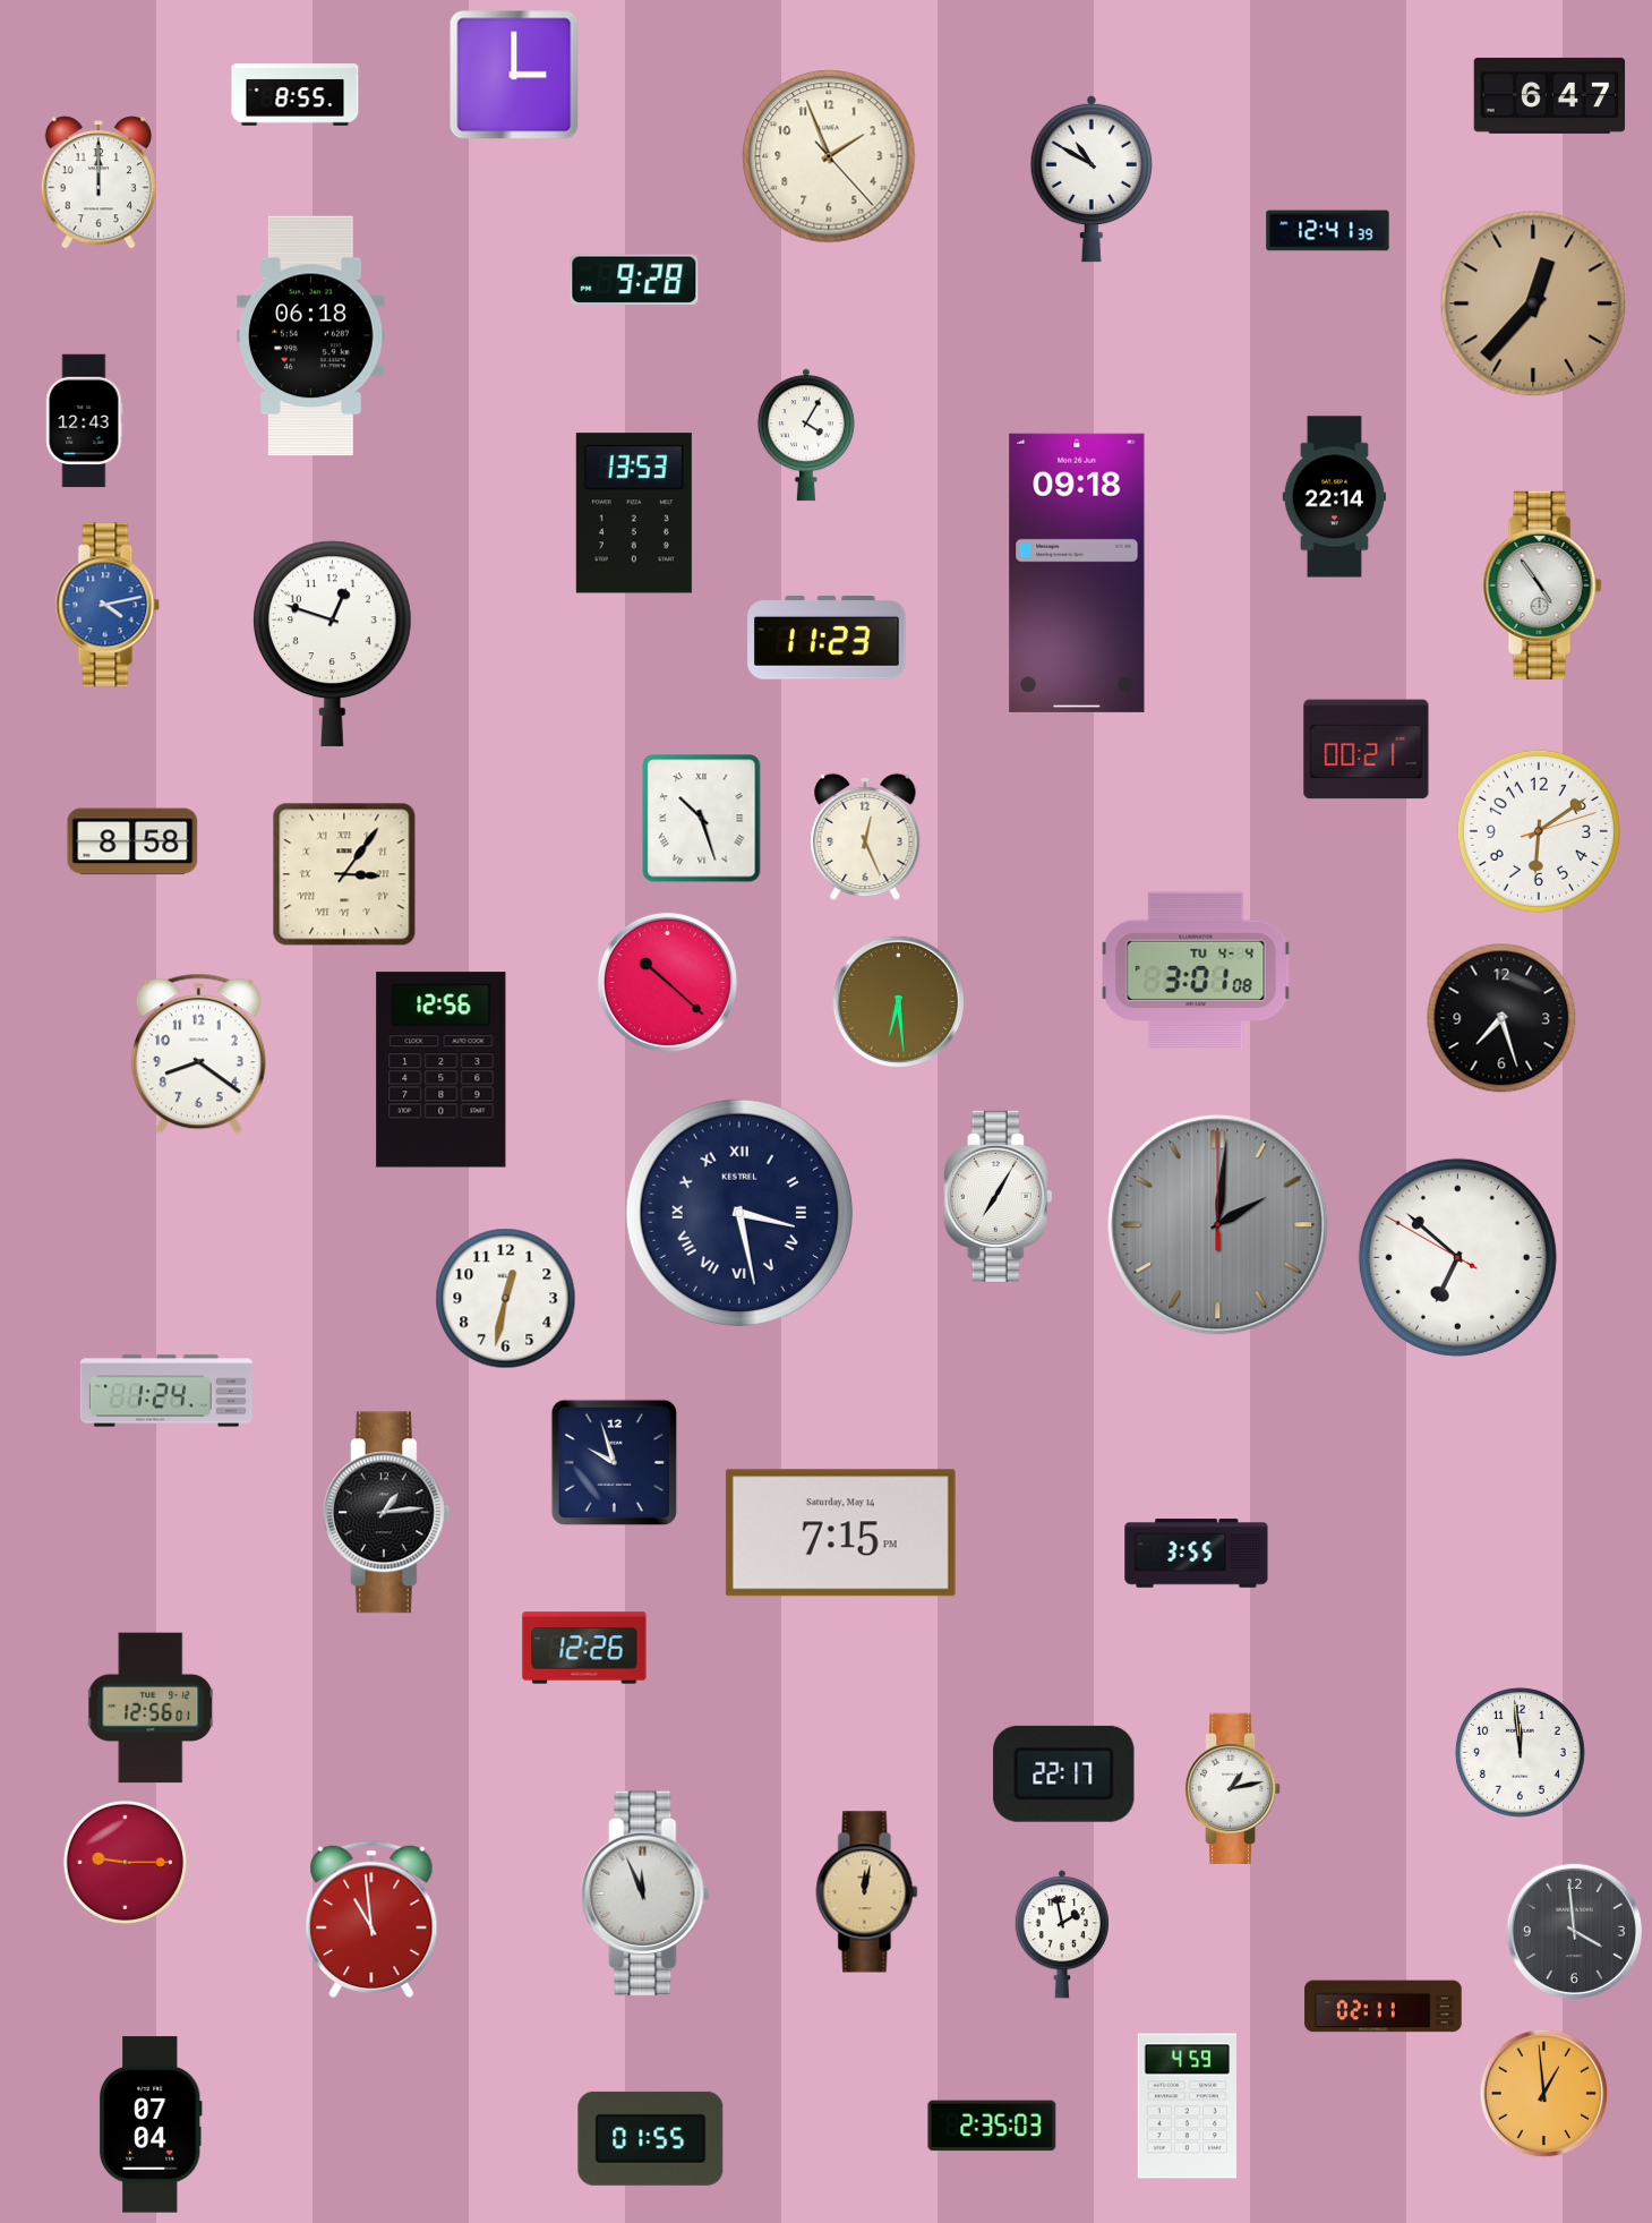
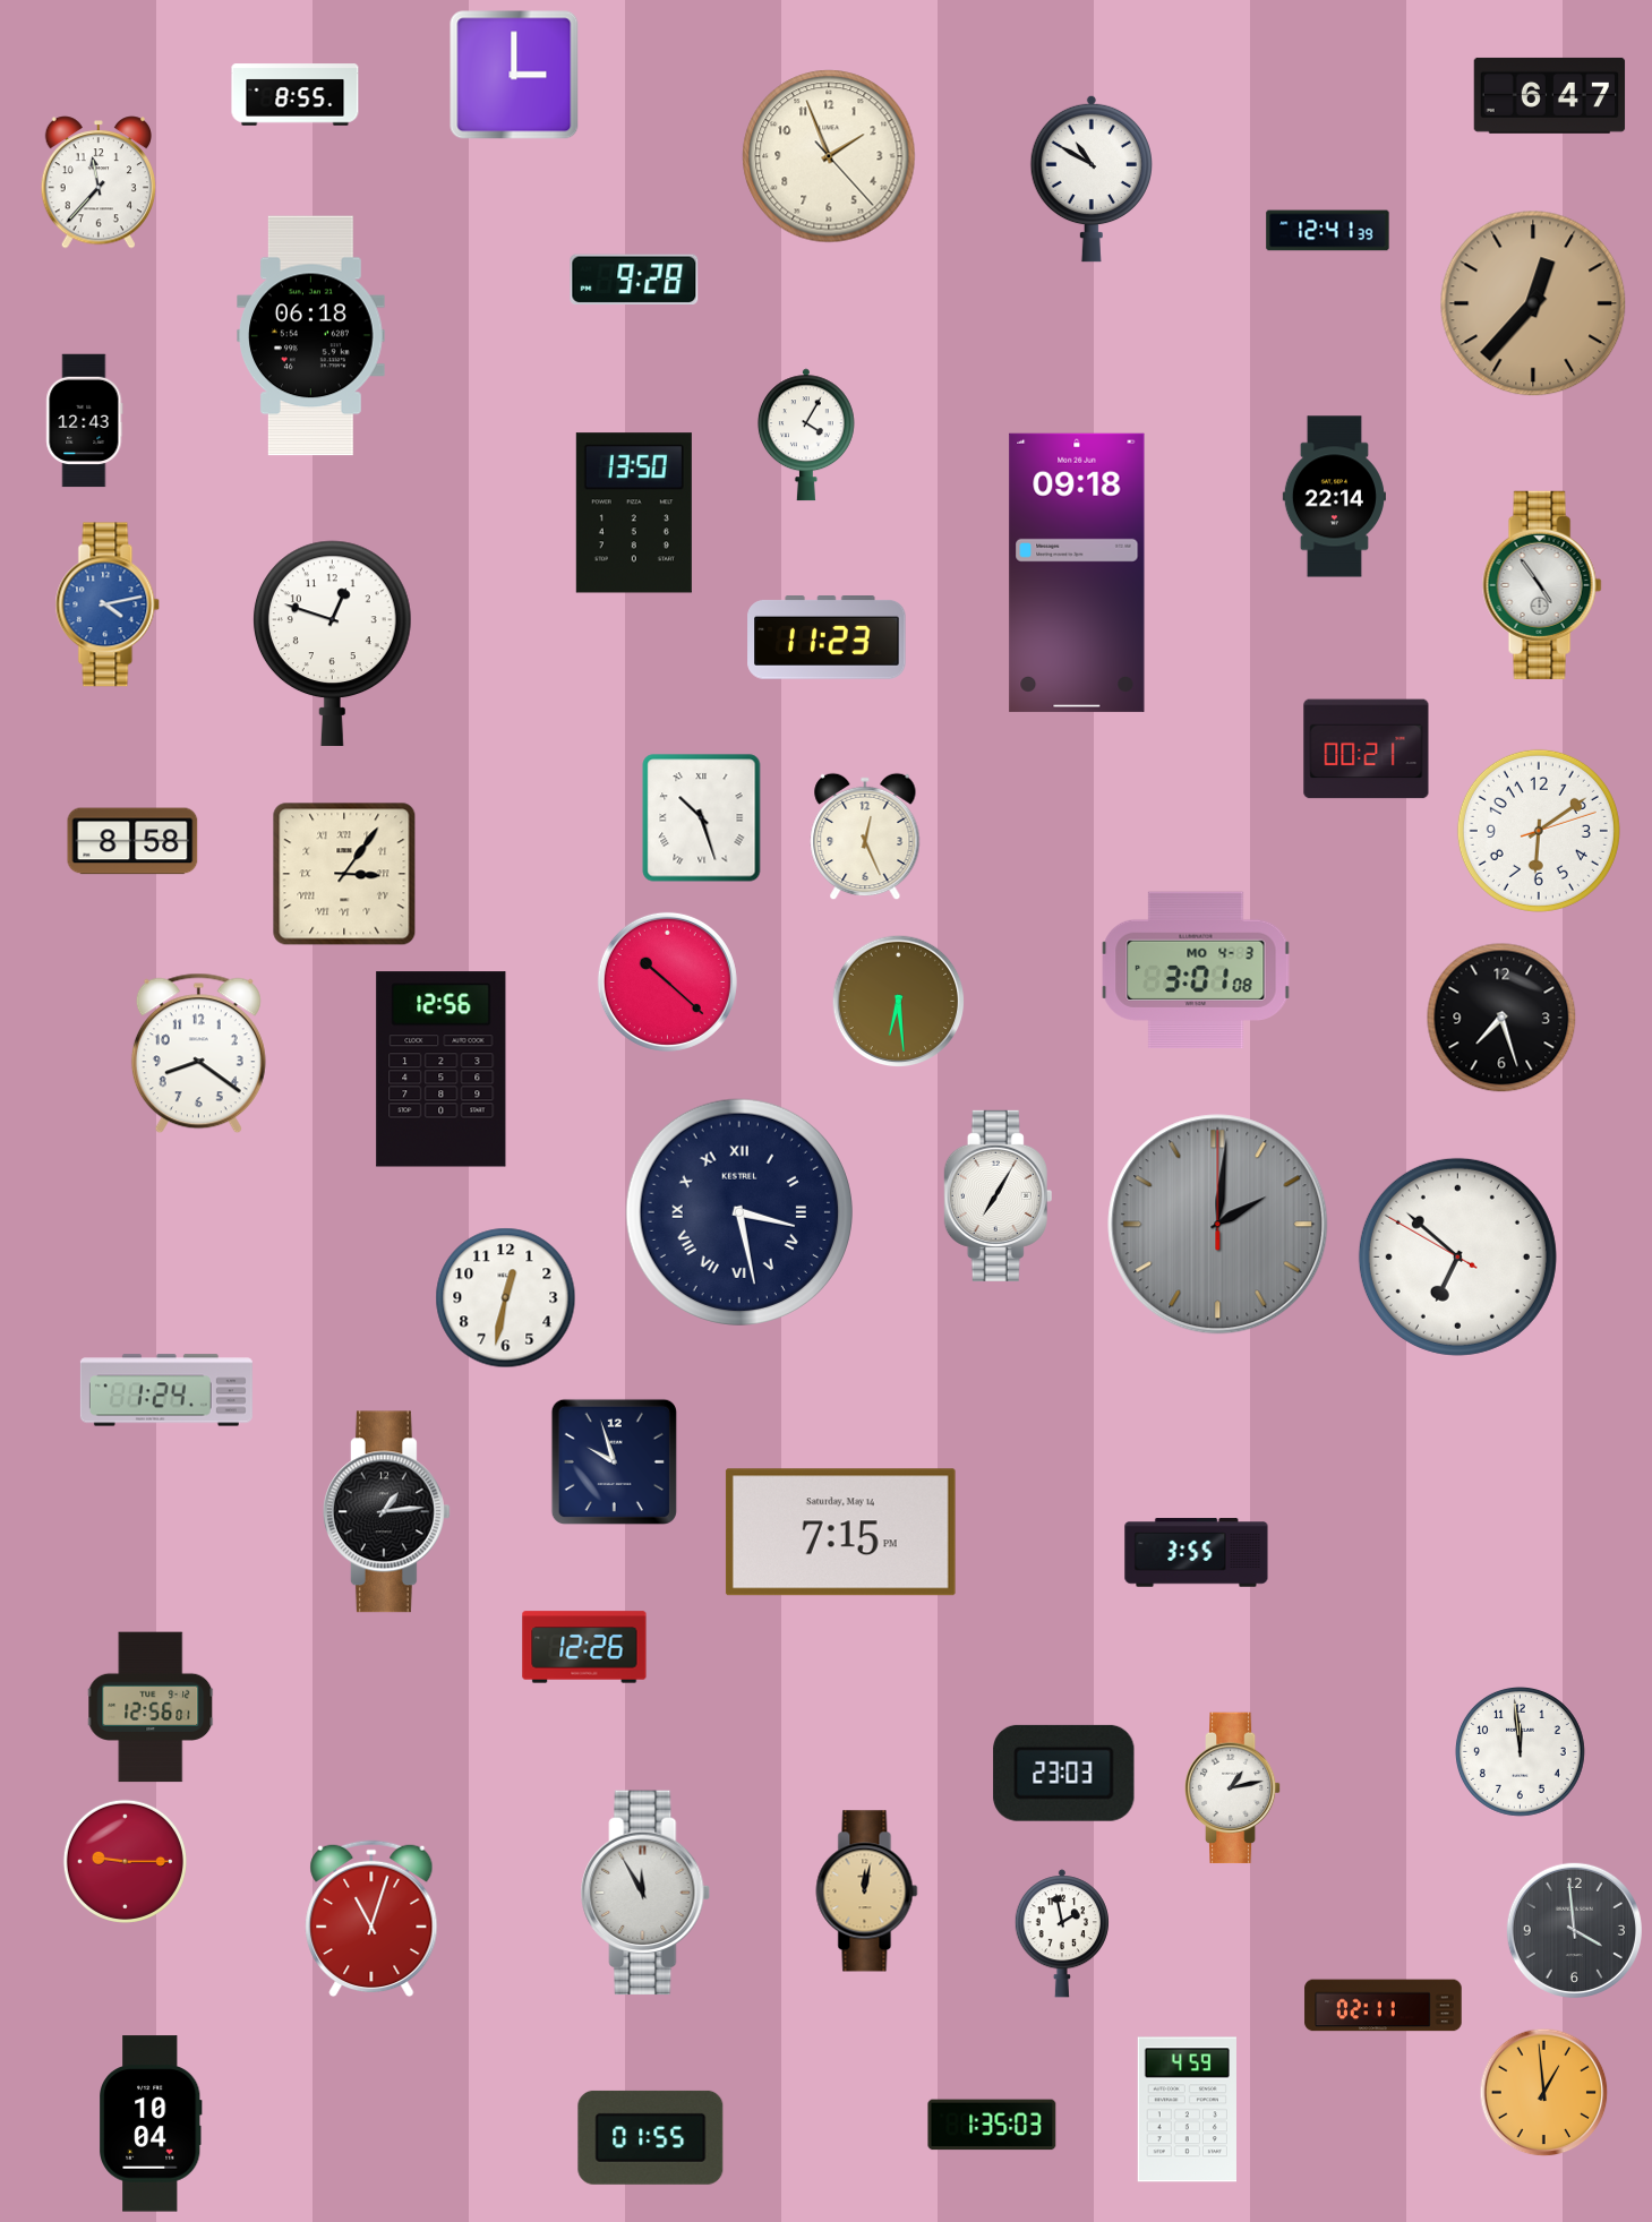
clock at (97, 182): 12:00 -> 11:37
clock at (634, 513): 13:53 -> 13:50
clock at (1196, 969) date: TU 4-4 -> MO 4-3
clock at (1064, 1773): 22:17 -> 23:03
clock at (645, 1893): 11:56 -> 11:55
clock at (371, 1920): 10:59 -> 11:03
clock at (1187, 2106) position: (1187, 2106) -> (1187, 2110)
clock at (152, 2124): 07:04 -> 10:04
clock at (992, 2126): 2:35 -> 1:35
